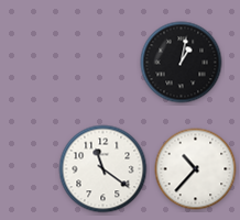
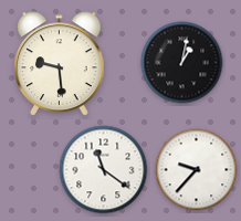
clock at (60, 63): none -> 9:29
clock at (196, 169): 10:37 -> 9:37
